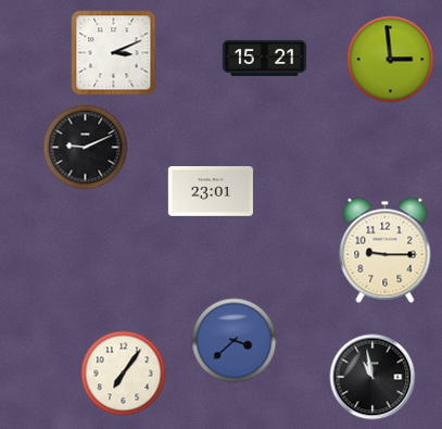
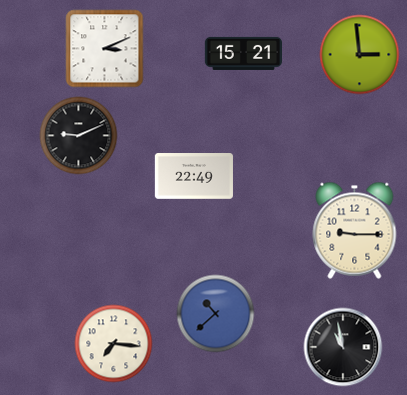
clock at (211, 192): 23:01 -> 22:49
clock at (233, 340): 3:38 -> 10:38
clock at (123, 373): 7:06 -> 7:16
